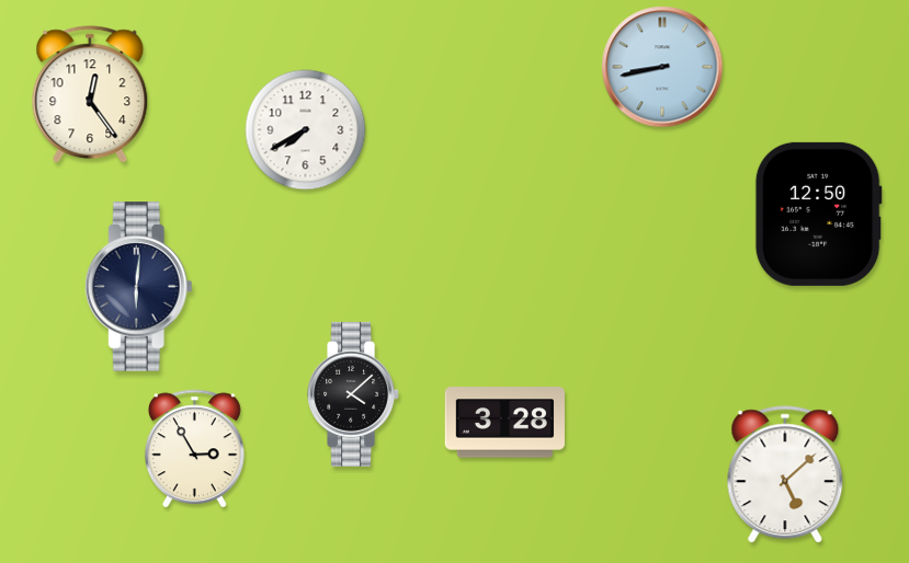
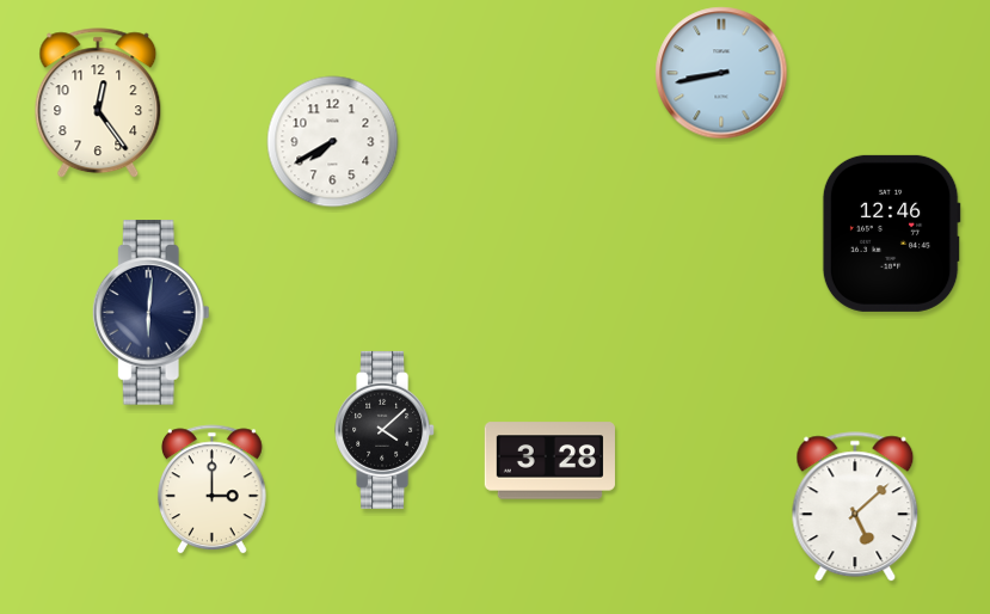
clock at (818, 214): 12:50 -> 12:46
clock at (194, 449): 2:55 -> 3:00
clock at (785, 475) position: (785, 475) -> (855, 508)
